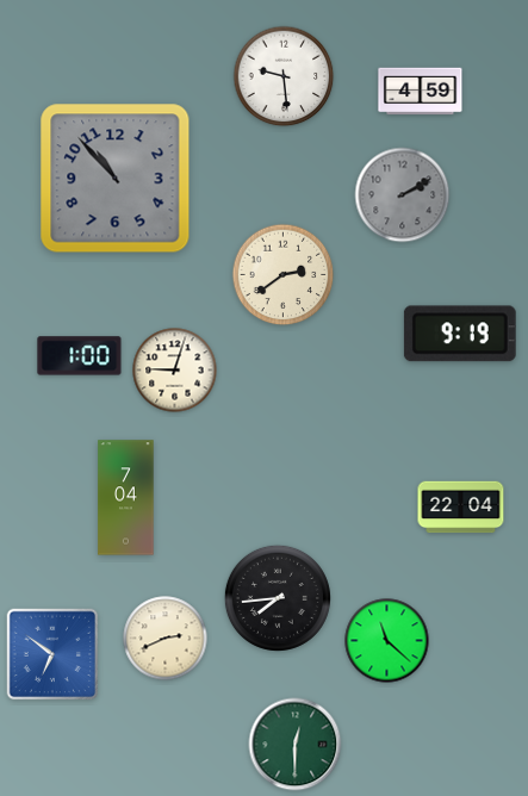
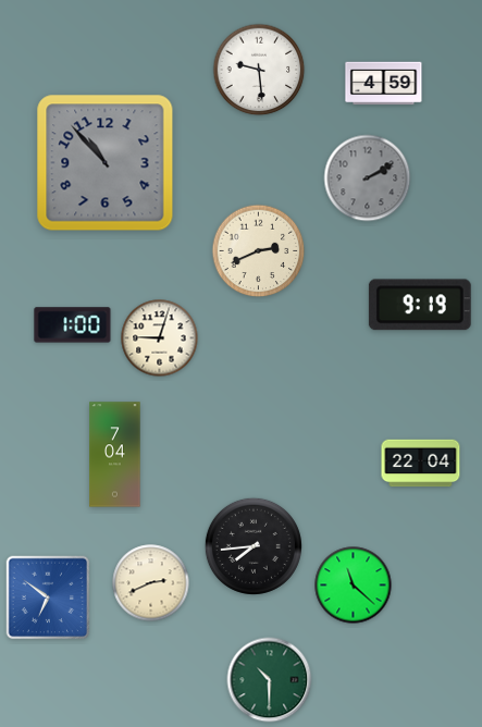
clock at (284, 275): 2:39 -> 2:41
clock at (296, 745): 12:30 -> 10:30
